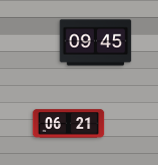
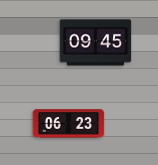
clock at (69, 124): 06:21 -> 06:23
